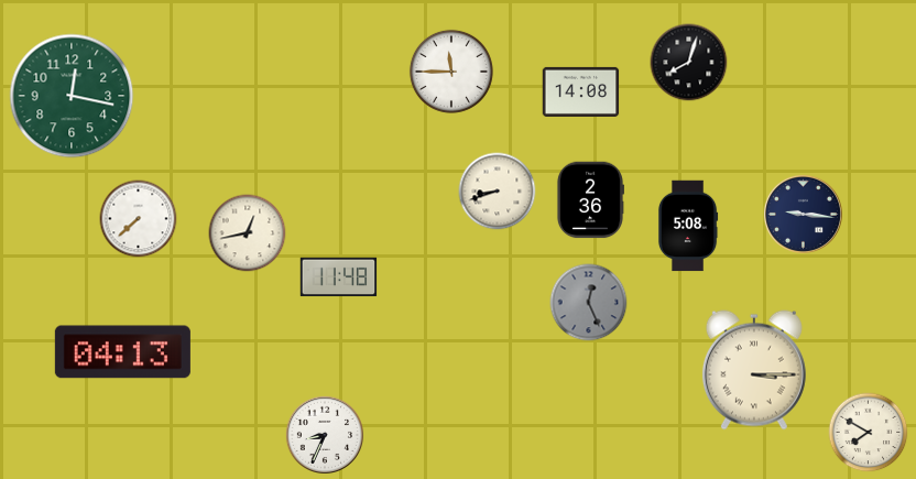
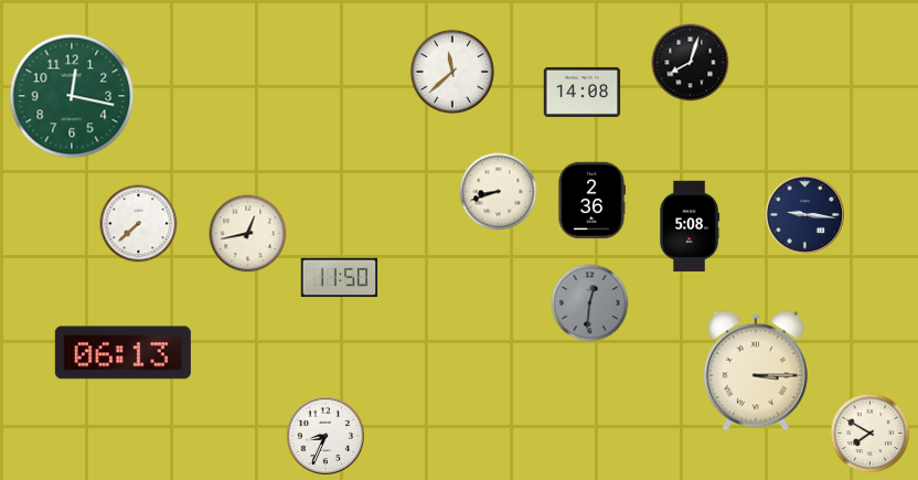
clock at (451, 72): 11:45 -> 11:38
clock at (139, 219) position: (139, 219) -> (139, 224)
clock at (339, 277): 11:48 -> 11:50
clock at (589, 303): 12:26 -> 12:31
clock at (122, 352): 04:13 -> 06:13
